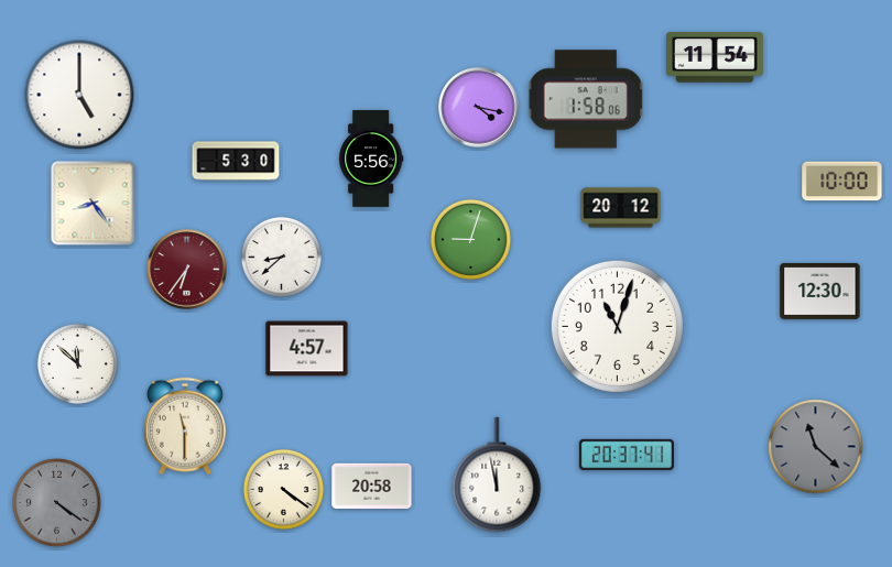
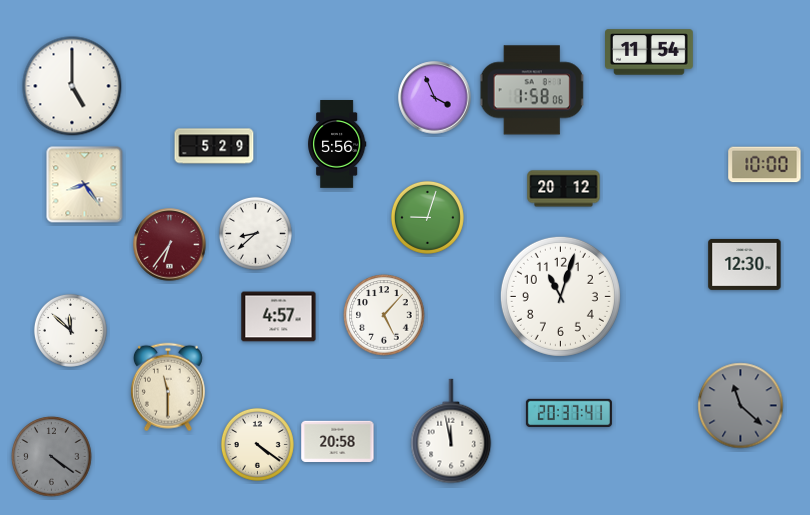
clock at (479, 108): 4:17 -> 3:56
clock at (236, 161): 5:30 -> 5:29
clock at (384, 315): none -> 5:07
